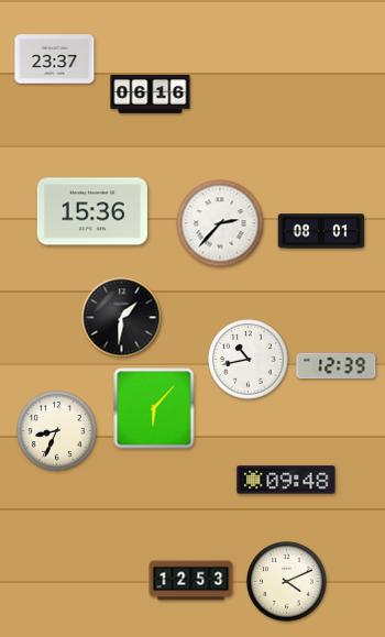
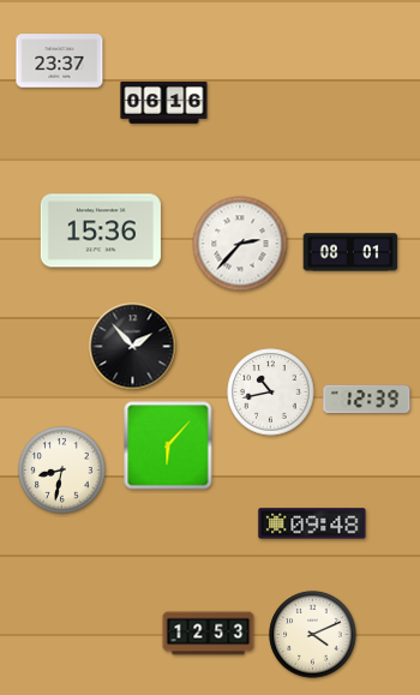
clock at (55, 59) position: (55, 59) -> (60, 61)
clock at (122, 318): 1:31 -> 1:53
clock at (57, 431): 8:34 -> 8:32
